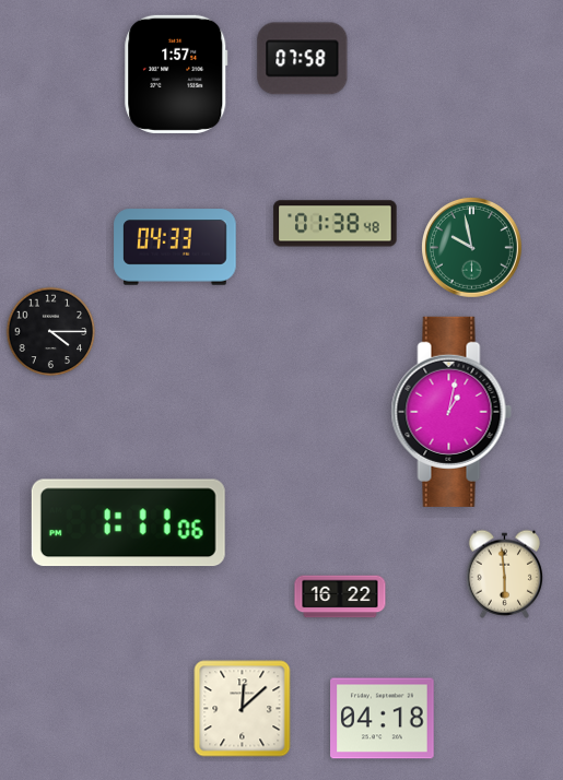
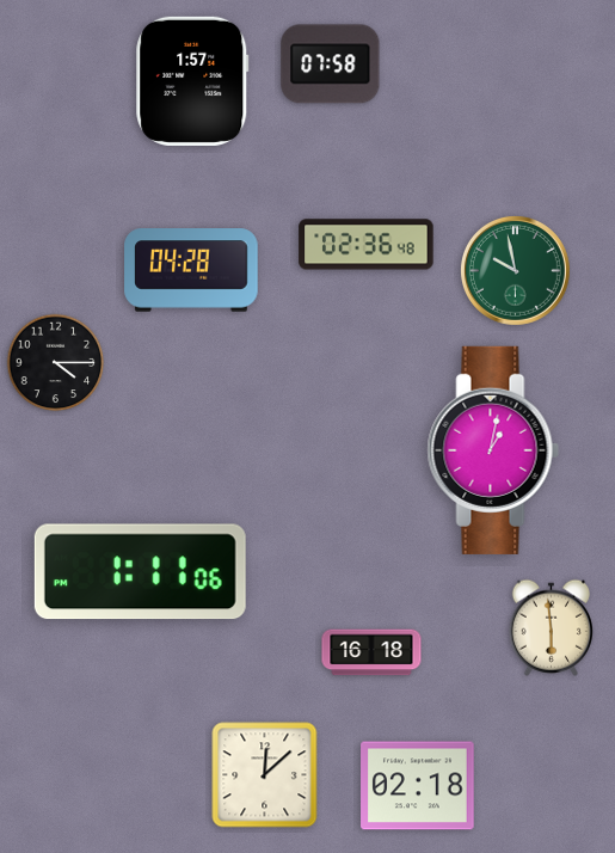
clock at (336, 224): 01:38 -> 02:36
clock at (175, 247): 04:33 -> 04:28
clock at (340, 596): 16:22 -> 16:18
clock at (383, 719): 04:18 -> 02:18
